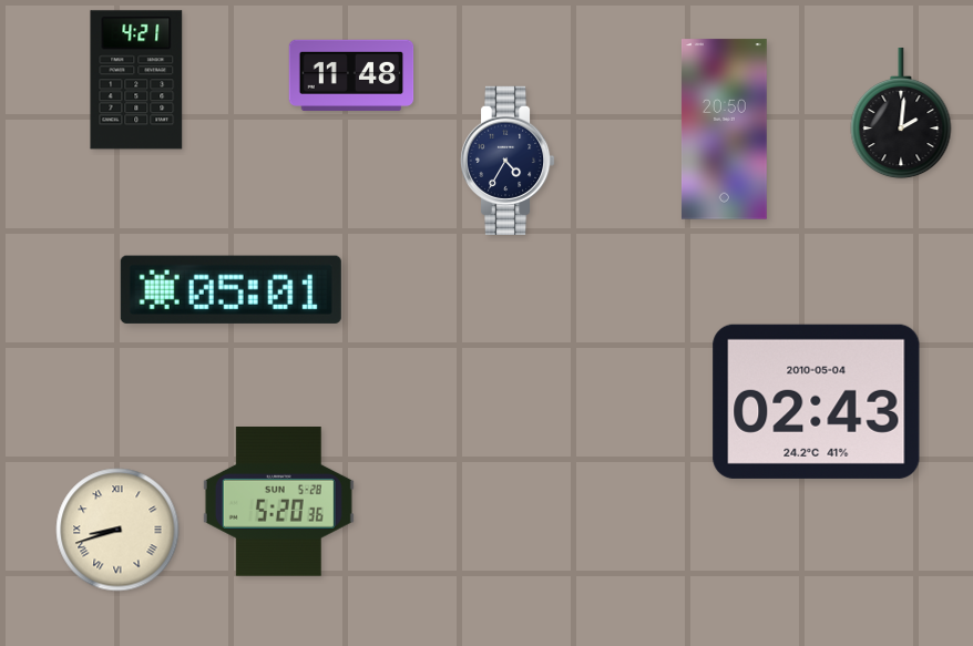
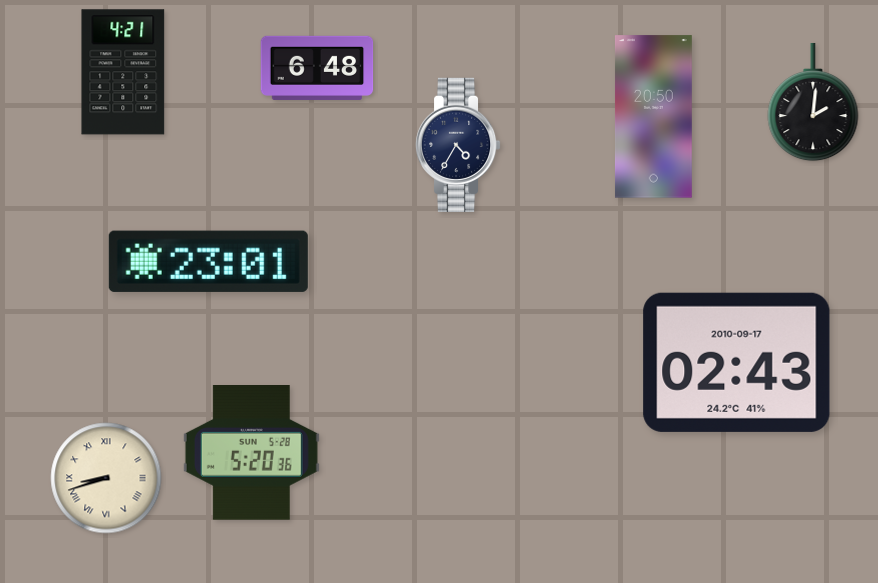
clock at (351, 75): 11:48 -> 6:48
clock at (231, 289): 05:01 -> 23:01
clock at (817, 401) date: 2010-05-04 -> 2010-09-17
